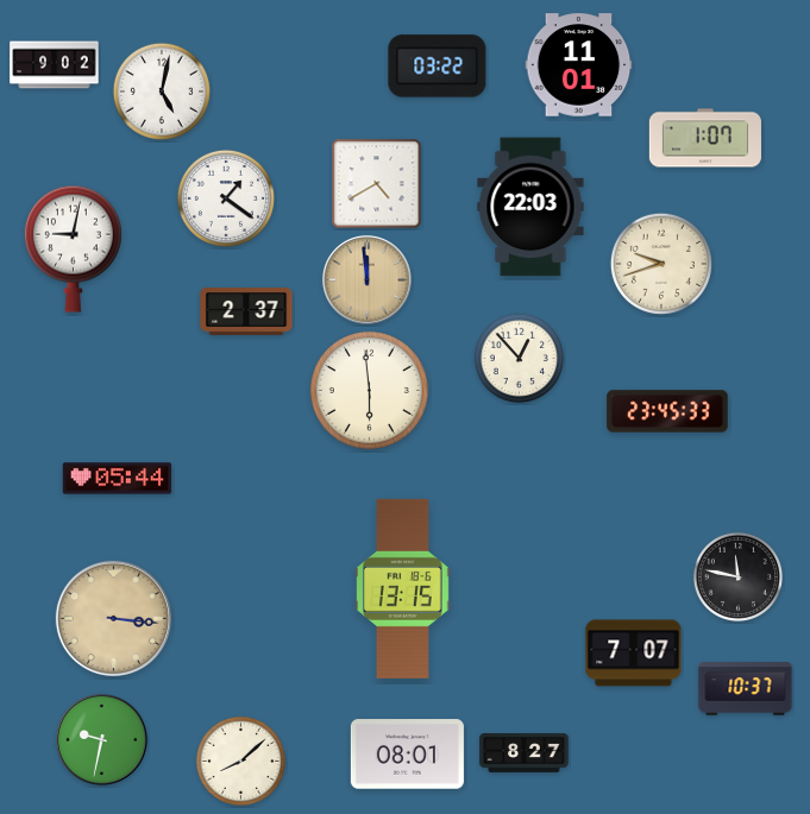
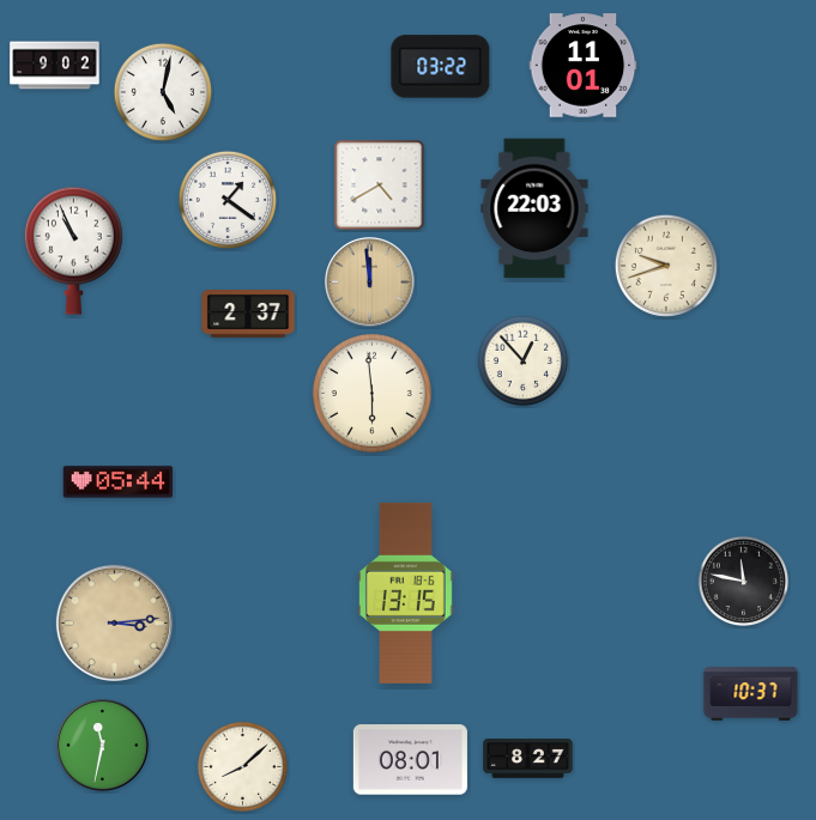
clock at (705, 138): 1:07 -> none
clock at (73, 248): 9:02 -> 10:56
clock at (667, 411): 23:45 -> none
clock at (113, 618): 3:16 -> 3:14
clock at (634, 654): 7:07 -> none
clock at (101, 739): 9:32 -> 11:32
